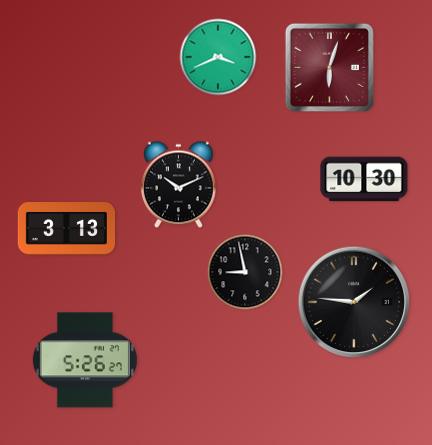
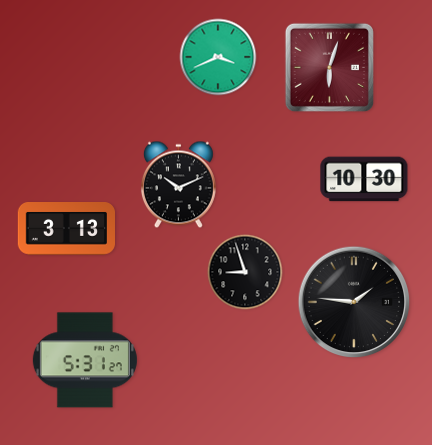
clock at (245, 272): 8:58 -> 8:57
clock at (85, 360): 5:26 -> 5:31
